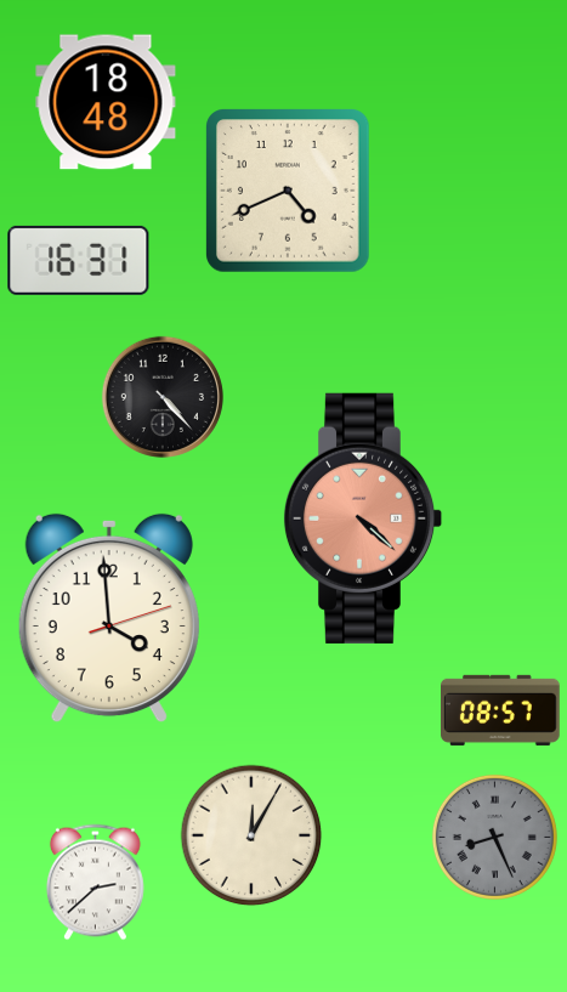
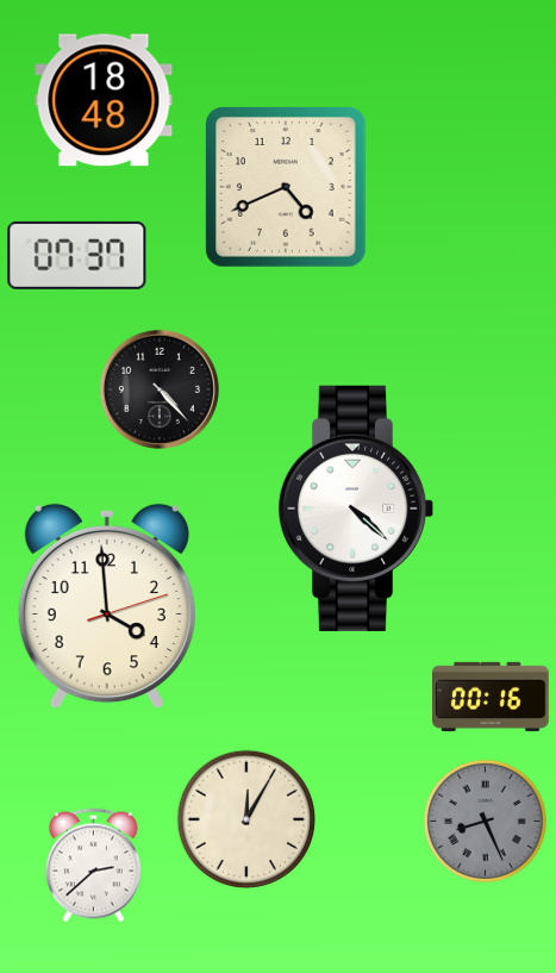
clock at (289, 192) position: (289, 192) -> (287, 188)
clock at (79, 260): 16:31 -> 07:37
clock at (363, 518) dial: salmon -> white
clock at (501, 710): 08:57 -> 00:16
